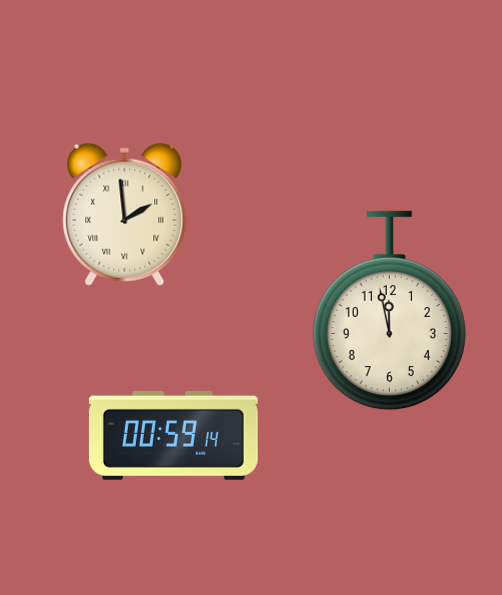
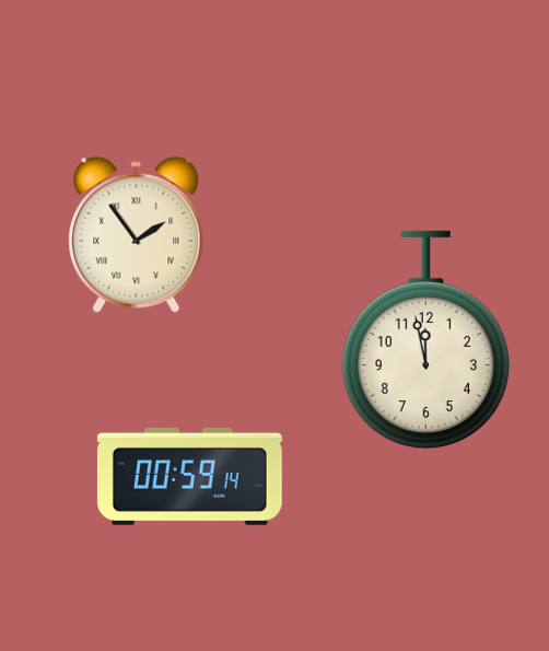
clock at (125, 214): 1:59 -> 1:54
